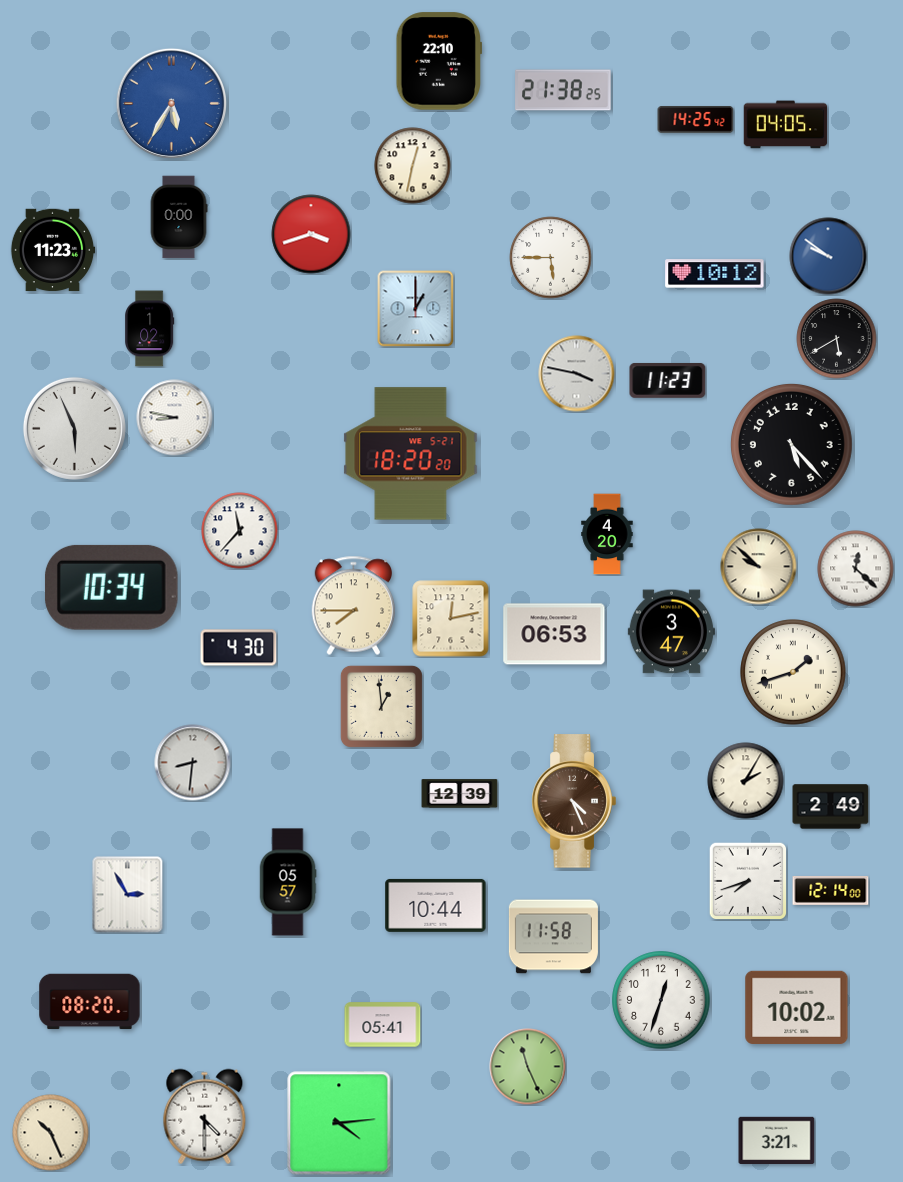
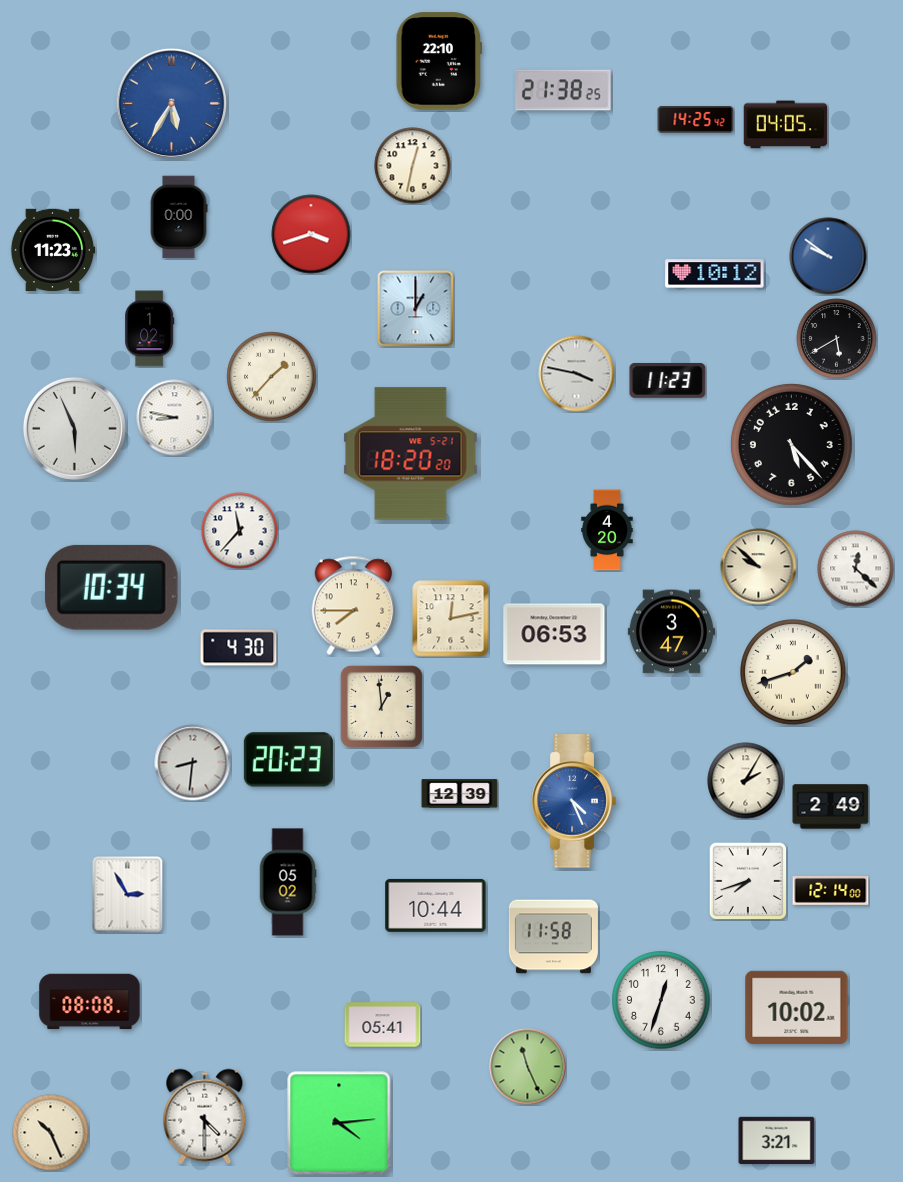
clock at (551, 258): 5:45 -> none
clock at (272, 377): none -> 1:37
clock at (607, 534) position: (607, 534) -> (607, 530)
clock at (288, 760): none -> 20:23
clock at (574, 801) dial: brown -> blue
clock at (288, 882): 05:57 -> 05:02
clock at (90, 1002): 08:20 -> 08:08
